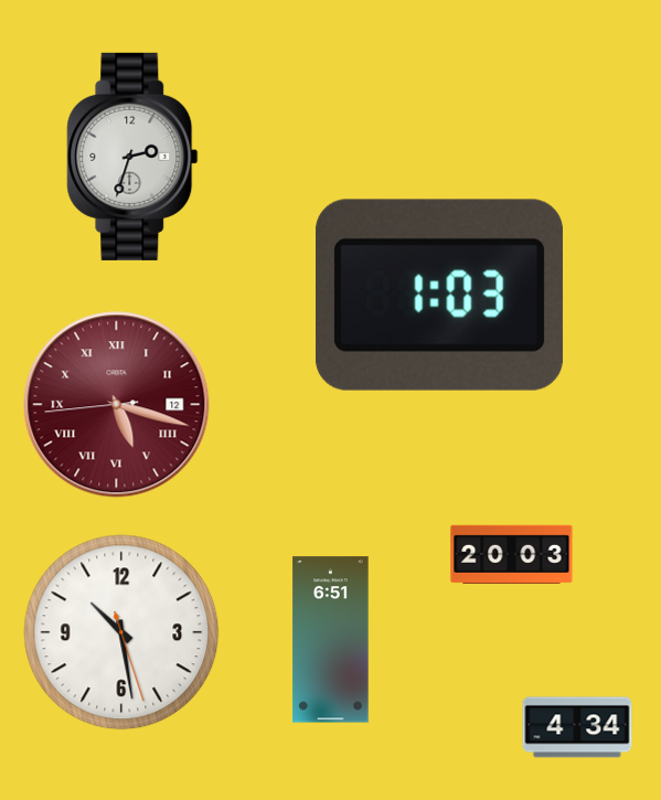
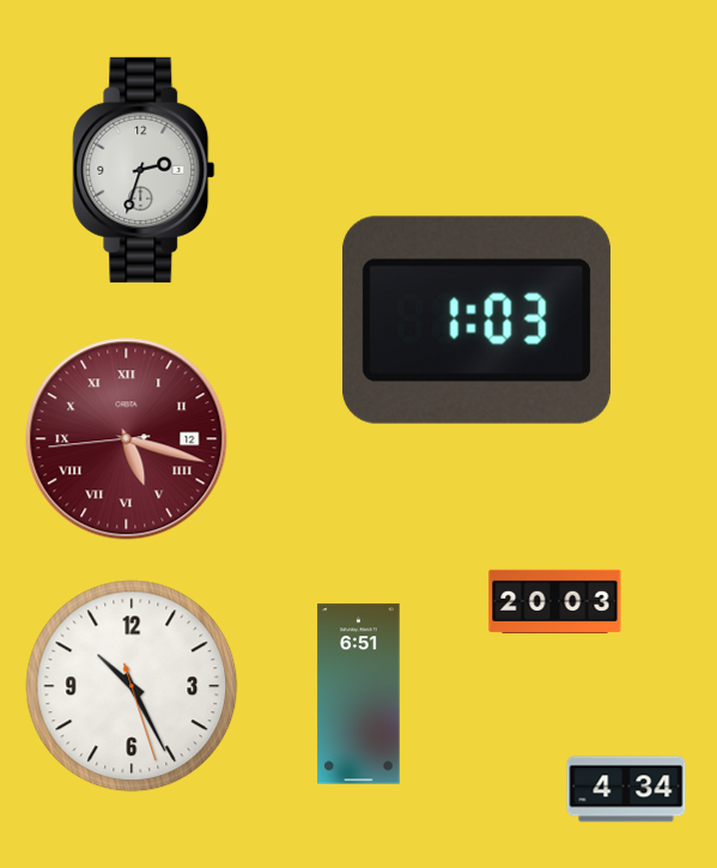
clock at (121, 632): 10:28 -> 10:25
